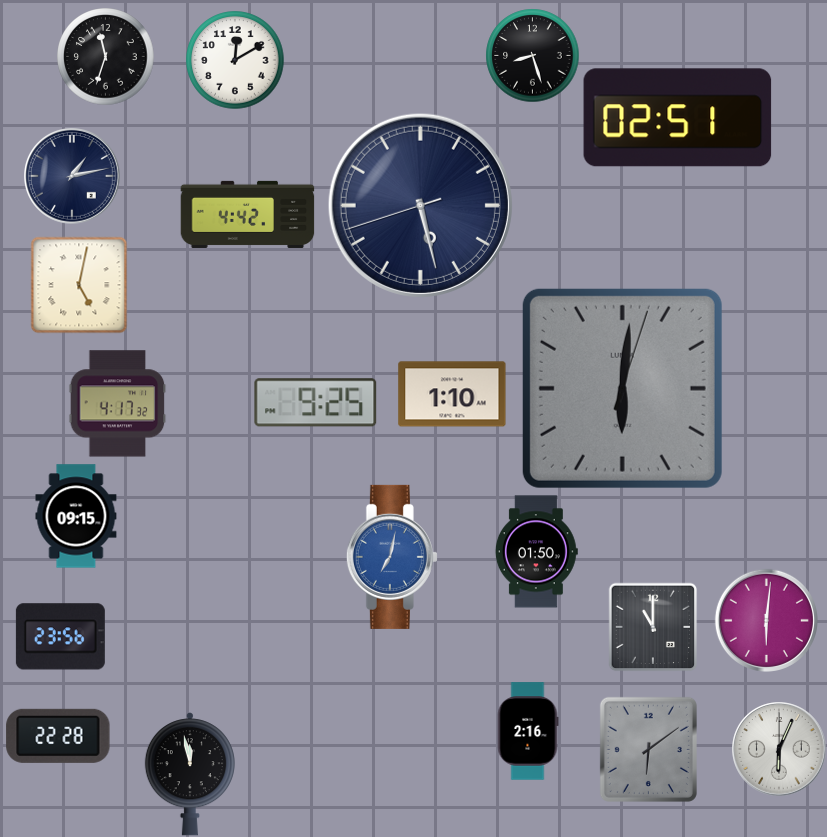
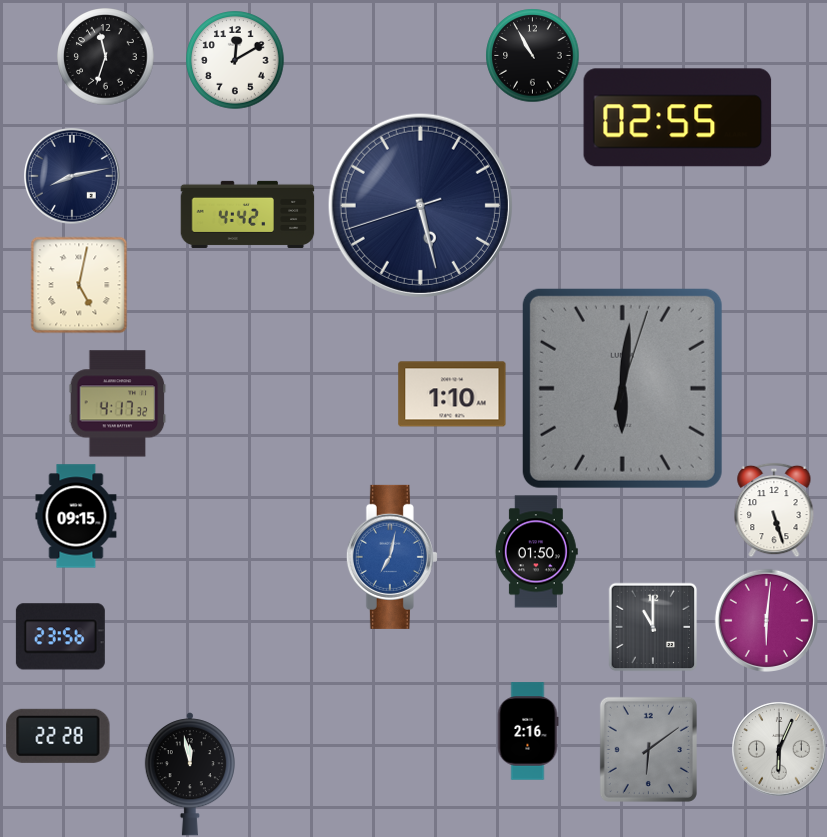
clock at (532, 55): 8:27 -> 10:55
clock at (678, 118): 02:51 -> 02:55
clock at (73, 177): 1:13 -> 8:13
clock at (316, 403): 9:25 -> none
clock at (774, 510): none -> 5:27
